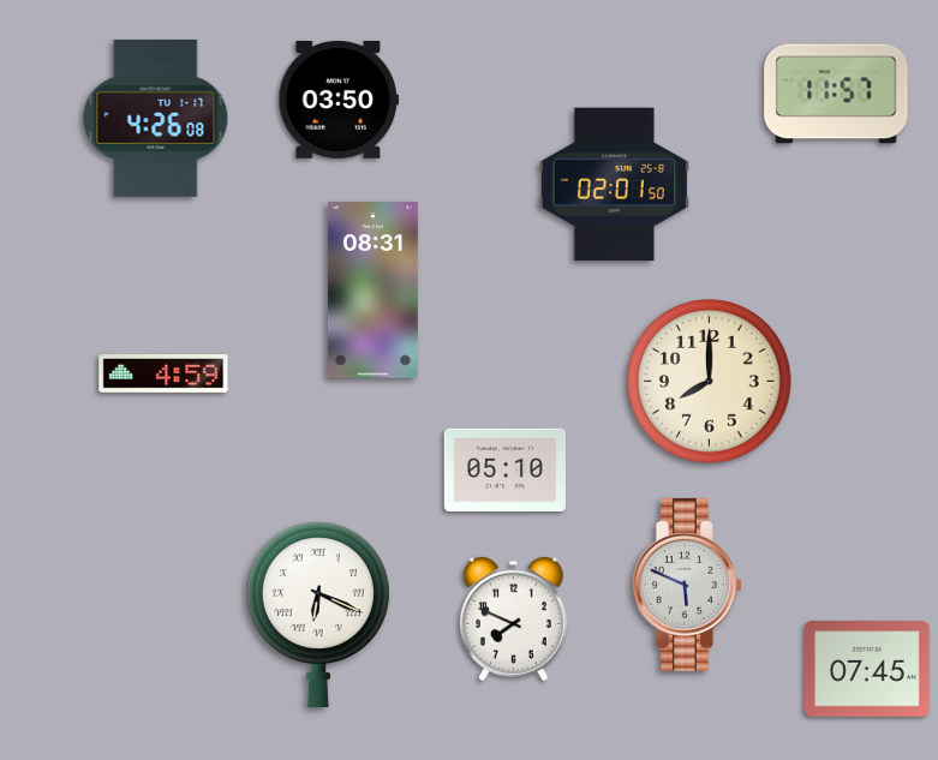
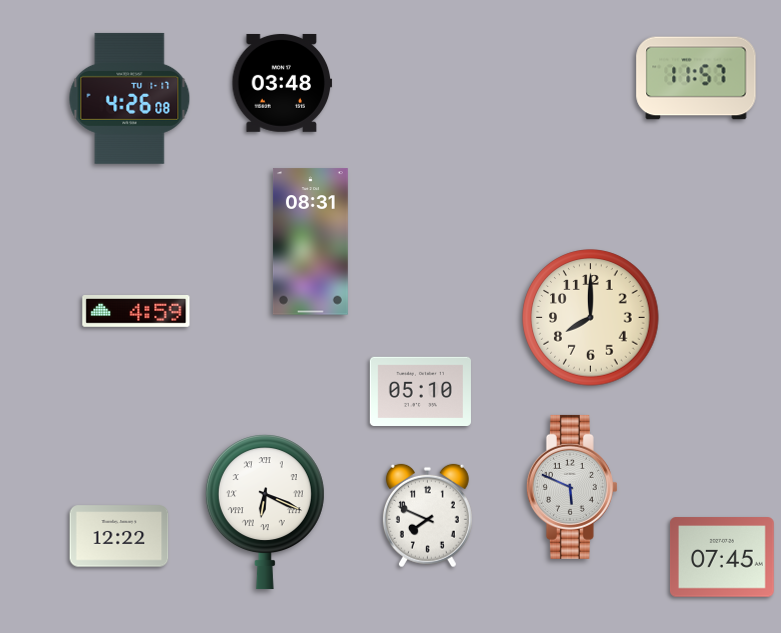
clock at (339, 100): 03:50 -> 03:48
clock at (614, 185): 02:01 -> none
clock at (119, 536): none -> 12:22
